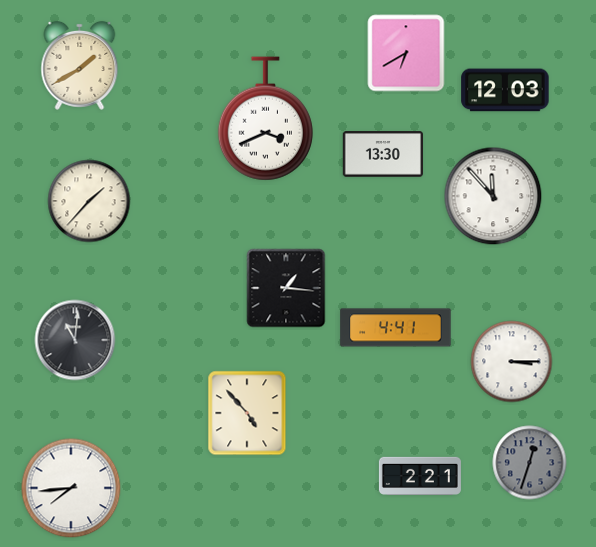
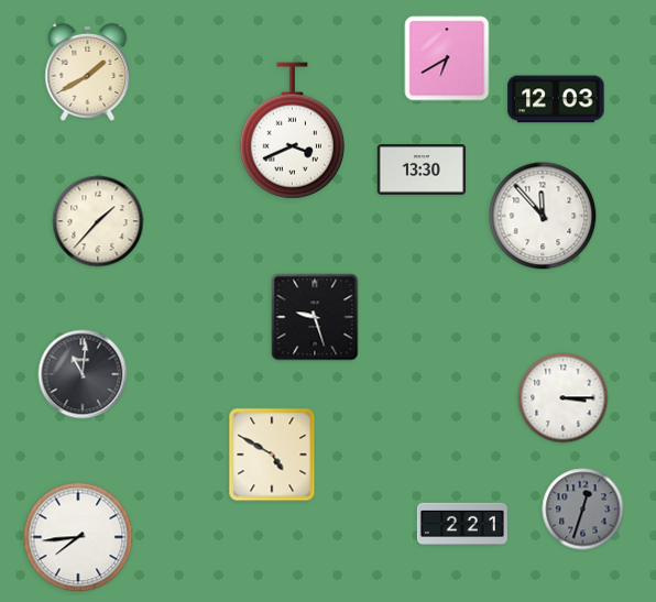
clock at (286, 288): 1:16 -> 9:27
clock at (396, 328): 4:41 -> none
clock at (247, 413): 4:53 -> 4:50
